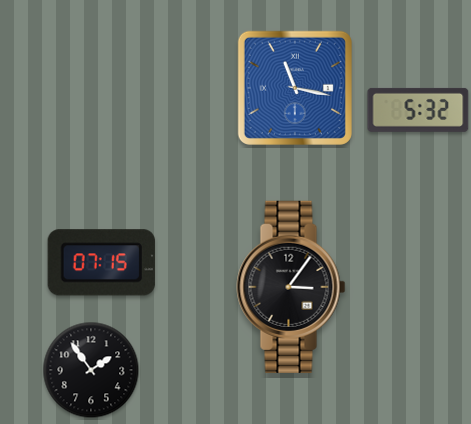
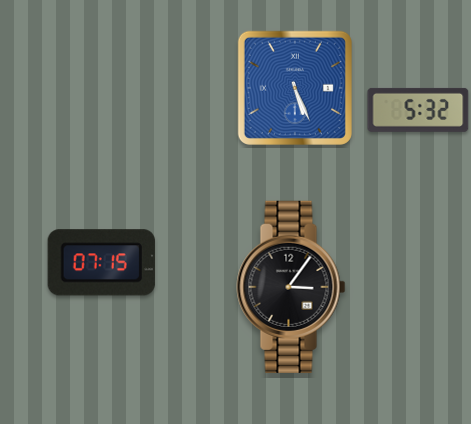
clock at (295, 88): 11:17 -> 5:26
clock at (91, 370): 1:54 -> none
